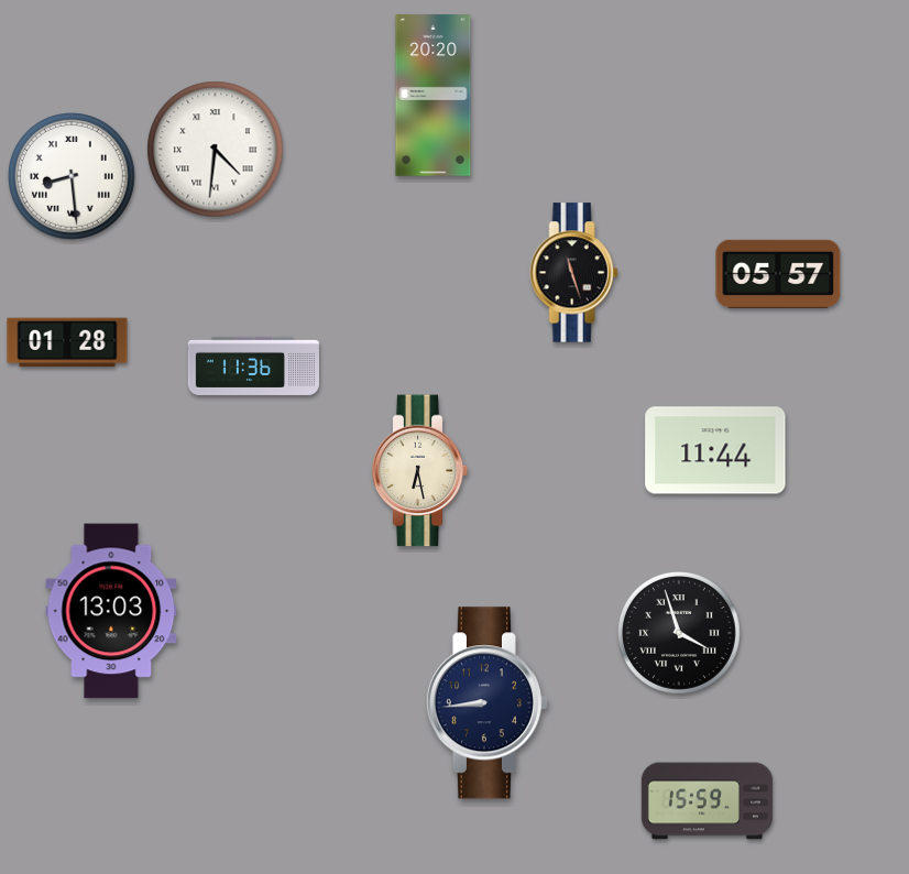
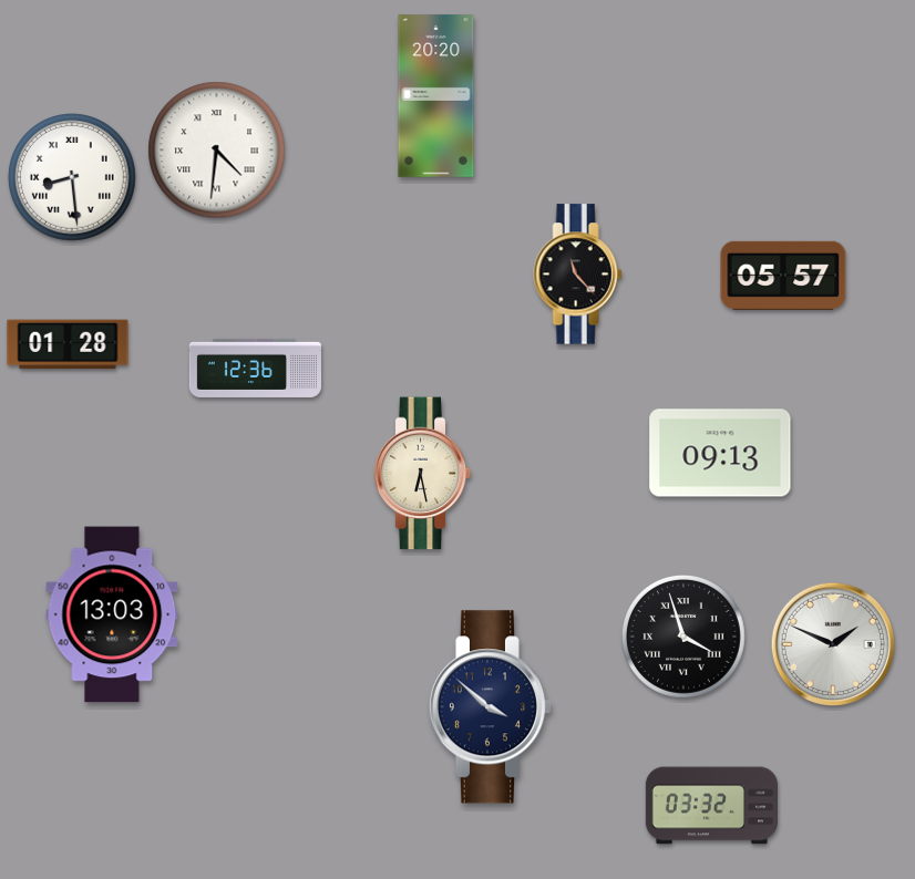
clock at (574, 273): 11:27 -> 11:23
clock at (253, 365): 11:36 -> 12:36
clock at (715, 450): 11:44 -> 09:13
clock at (833, 644): none -> 1:49
clock at (486, 703): 8:44 -> 3:52
clock at (707, 801): 15:59 -> 03:32
